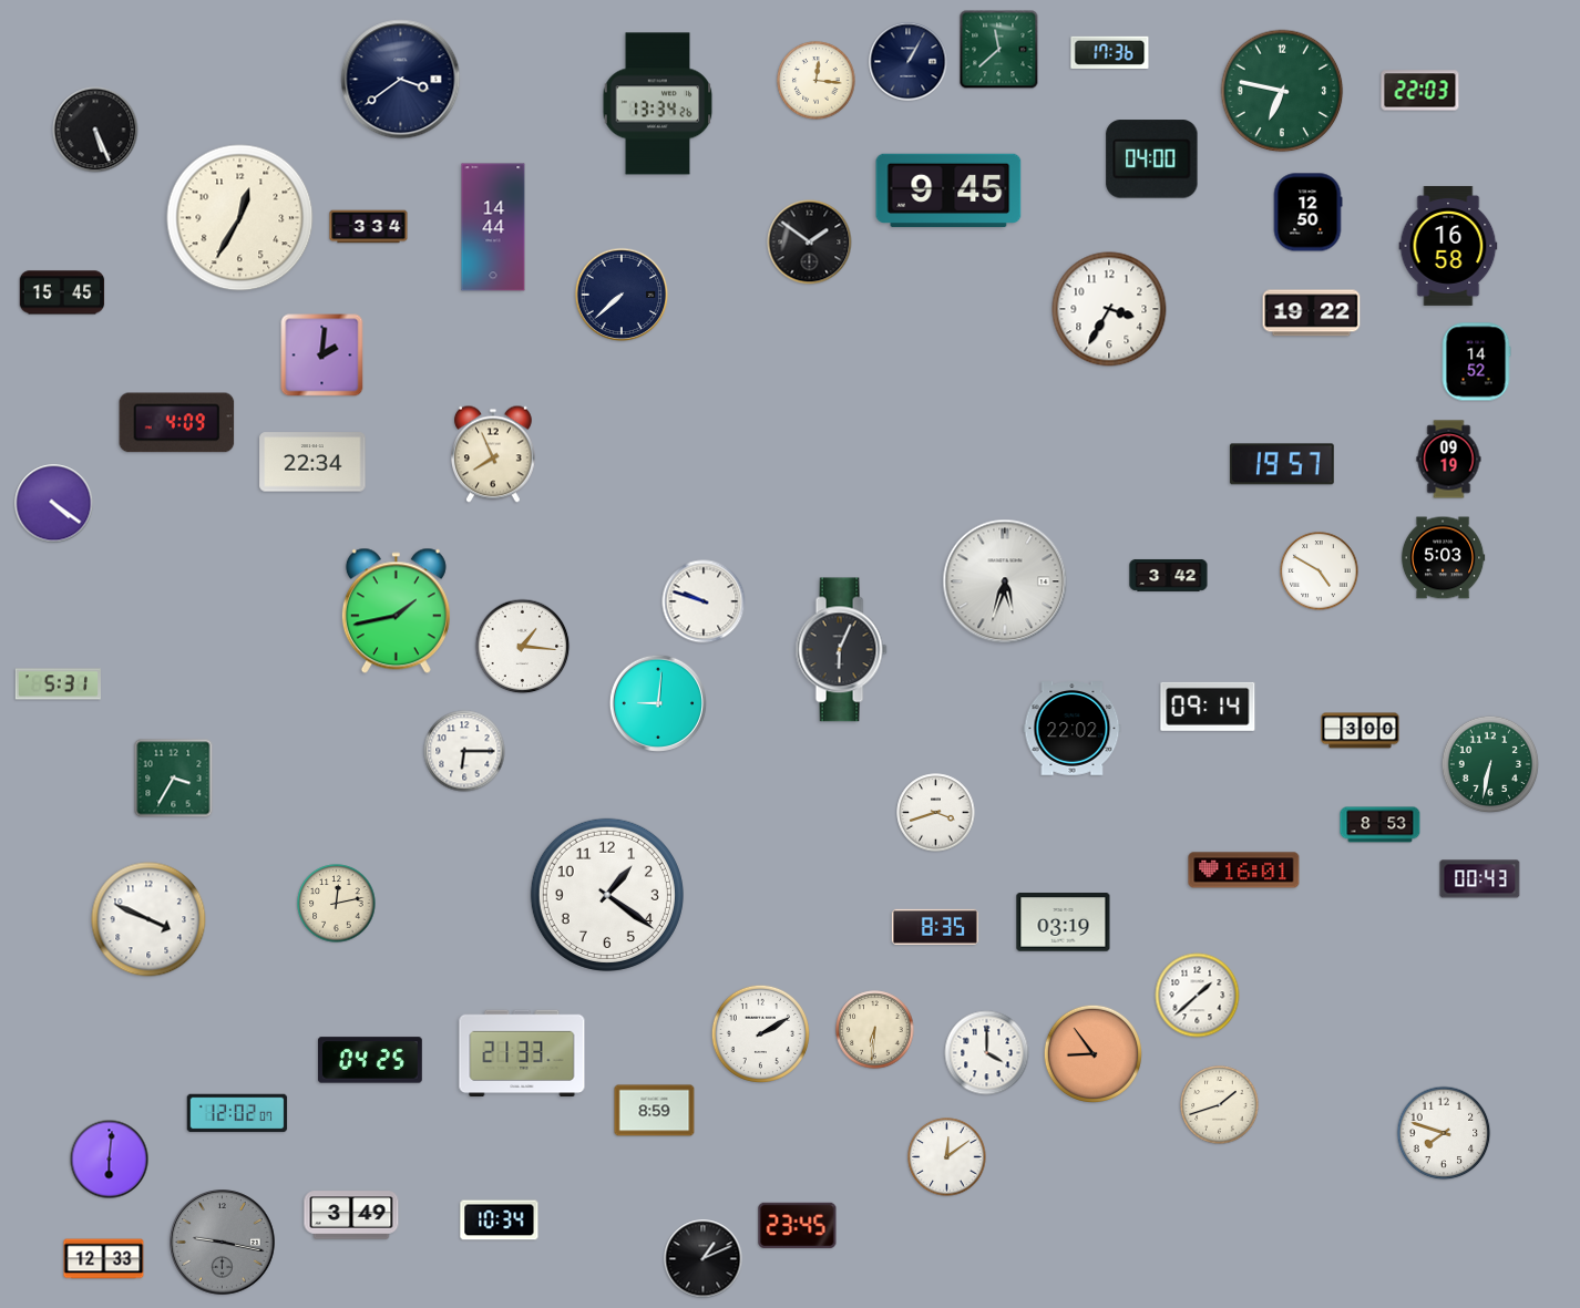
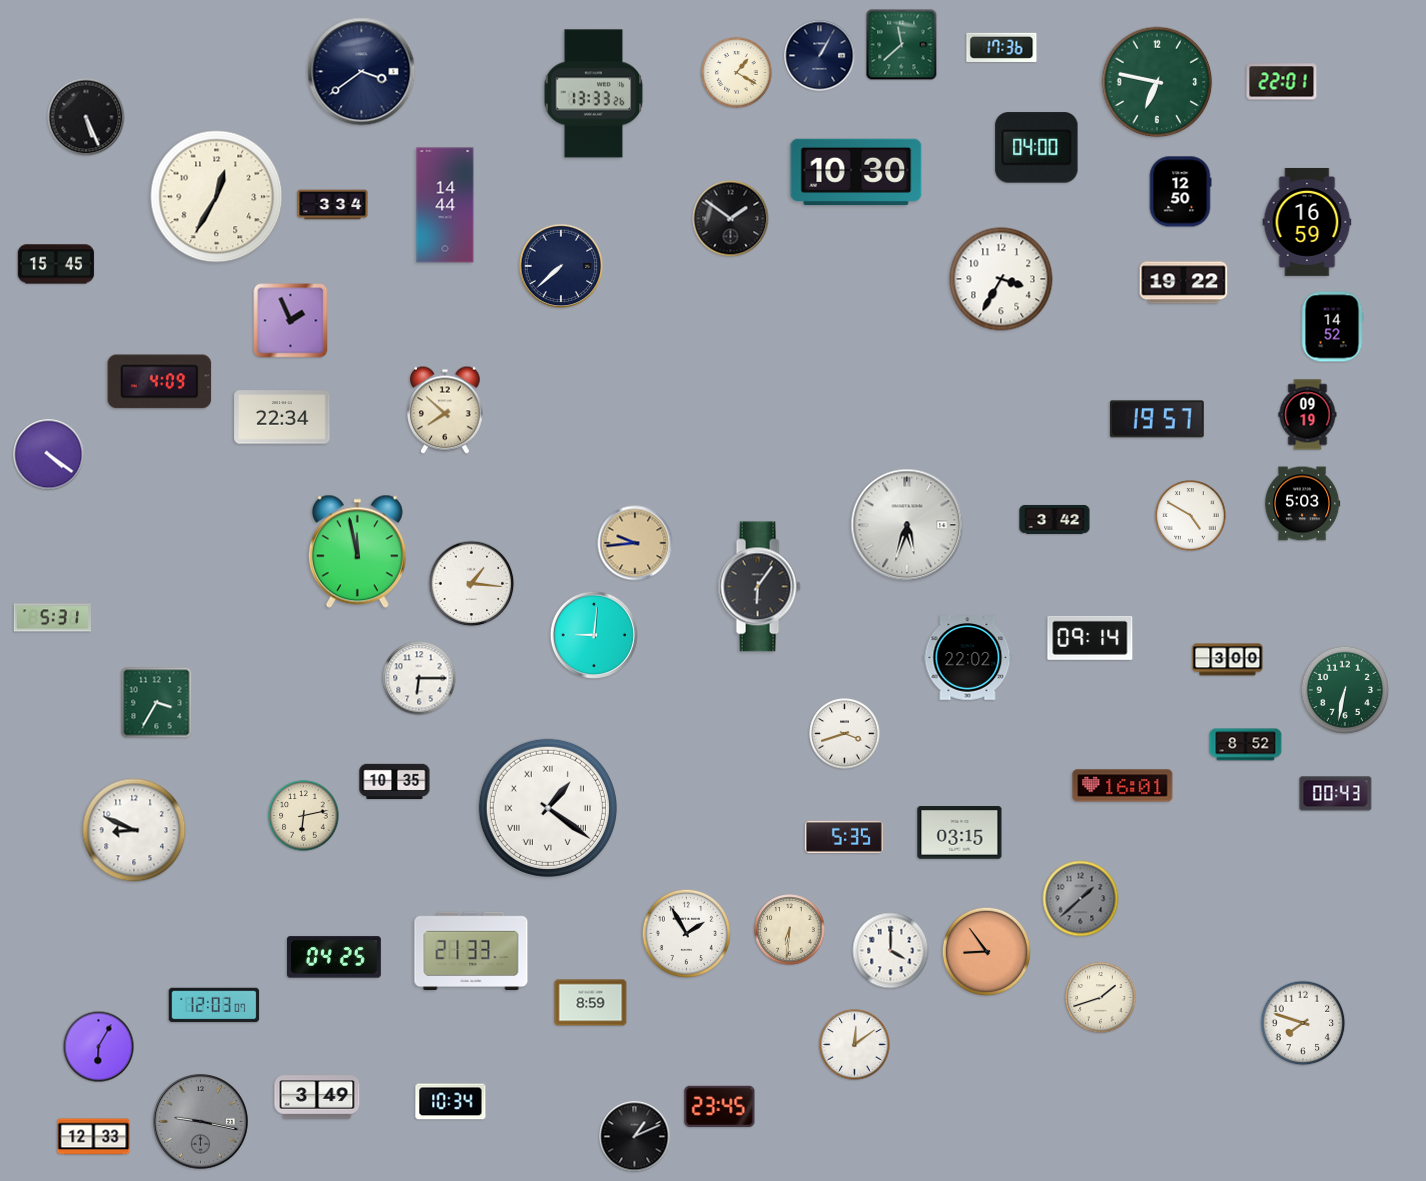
clock at (817, 81): 12:16 -> 1:20
clock at (1420, 91): 22:03 -> 22:01
clock at (658, 104): 13:34 -> 13:33
clock at (1152, 159) position: (1152, 159) -> (1037, 148)
clock at (948, 190): 9:45 -> 10:30
clock at (1448, 246): 16:58 -> 16:59
clock at (322, 356): 2:01 -> 1:56
clock at (494, 454): 7:56 -> 7:52
clock at (704, 601): 9:48 -> 9:44
clock at (704, 601) dial: white -> champagne
clock at (396, 611): 1:43 -> 11:58
clock at (841, 650): 6:04 -> 6:06
clock at (1381, 825): 8:53 -> 8:52
clock at (395, 781): none -> 10:35
clock at (607, 895) numerals: Arabic -> Roman
clock at (337, 904): 12:13 -> 6:13
clock at (148, 919): 3:49 -> 8:49
clock at (1064, 923): 03:19 -> 03:15
clock at (935, 927): 8:35 -> 5:35
clock at (1198, 996) dial: white -> grey
clock at (760, 1033): 2:10 -> 1:55
clock at (237, 1113): 12:02 -> 12:03
clock at (110, 1160): 6:01 -> 6:05
